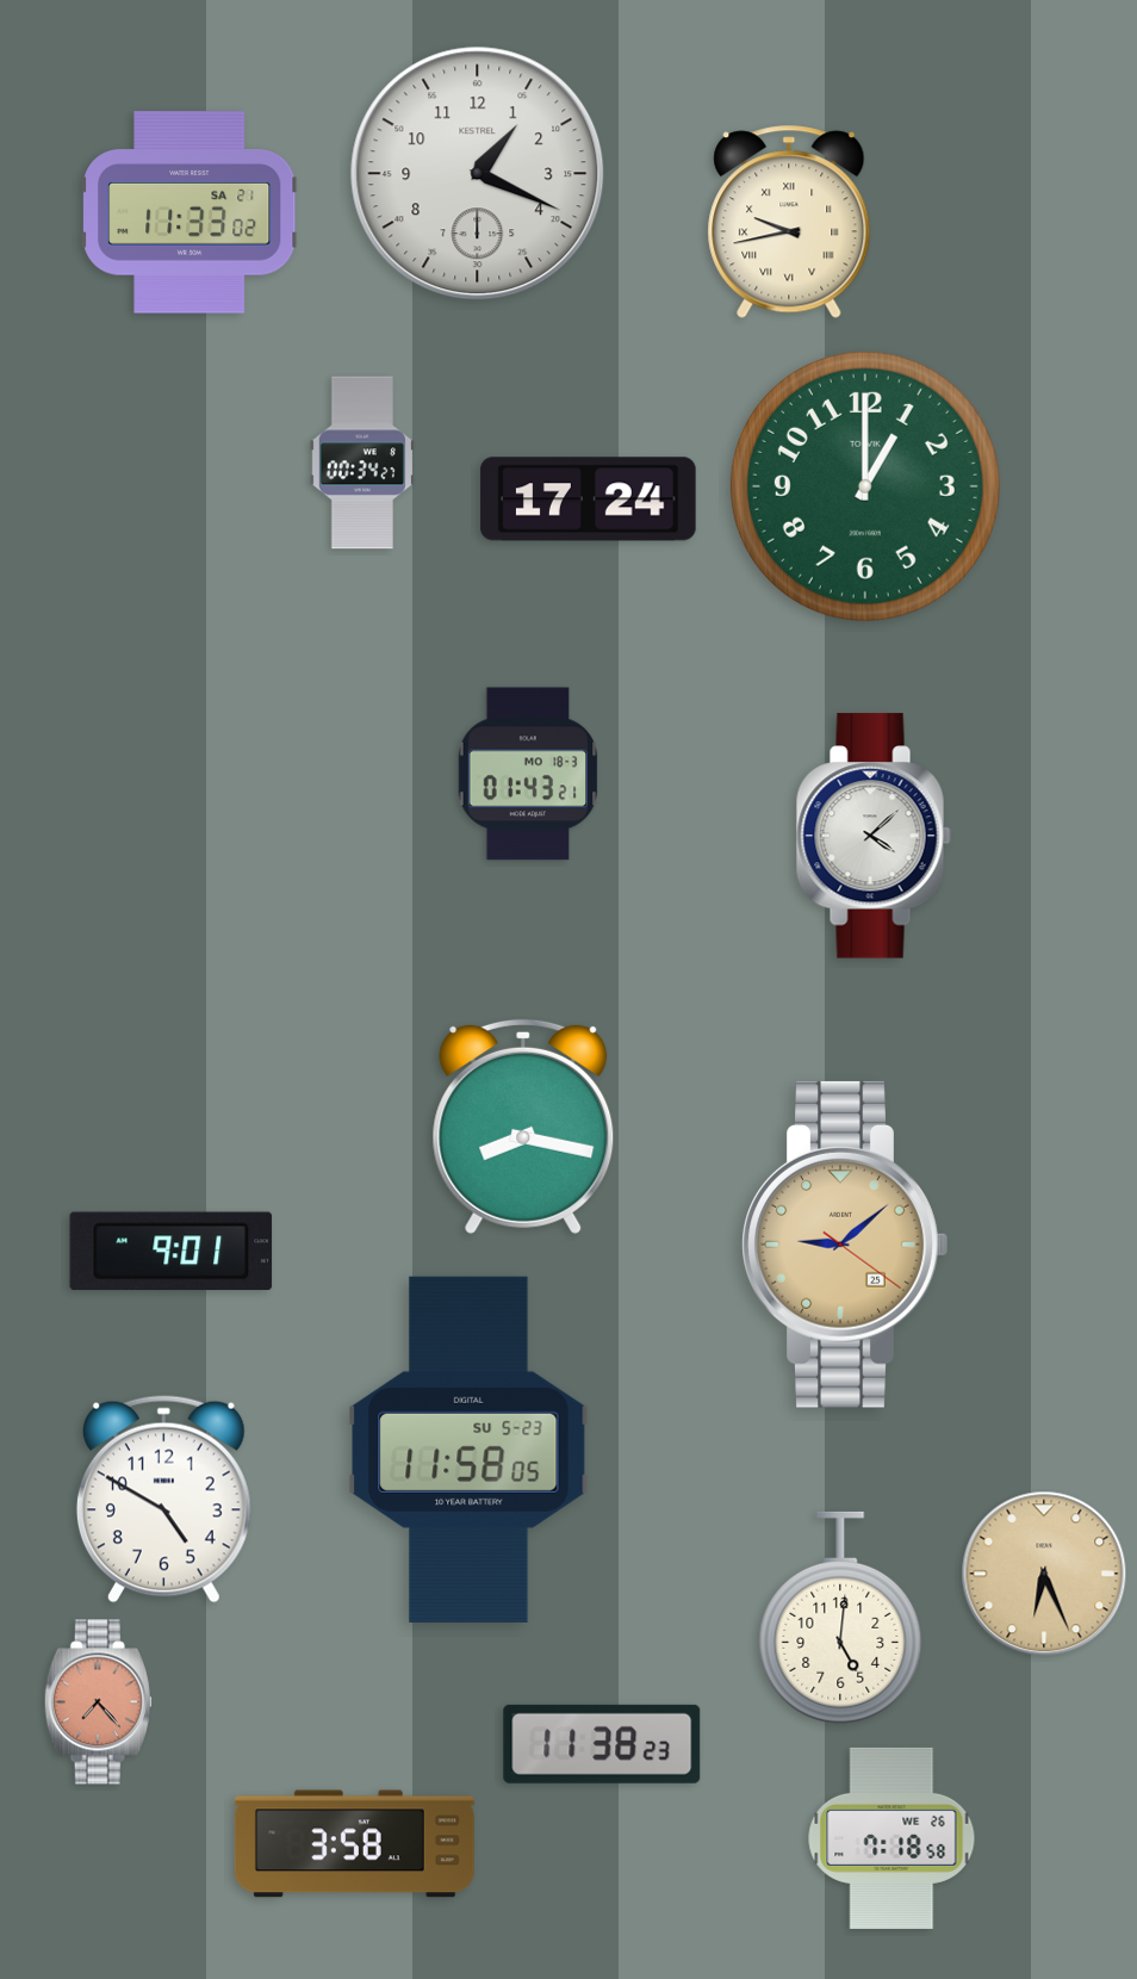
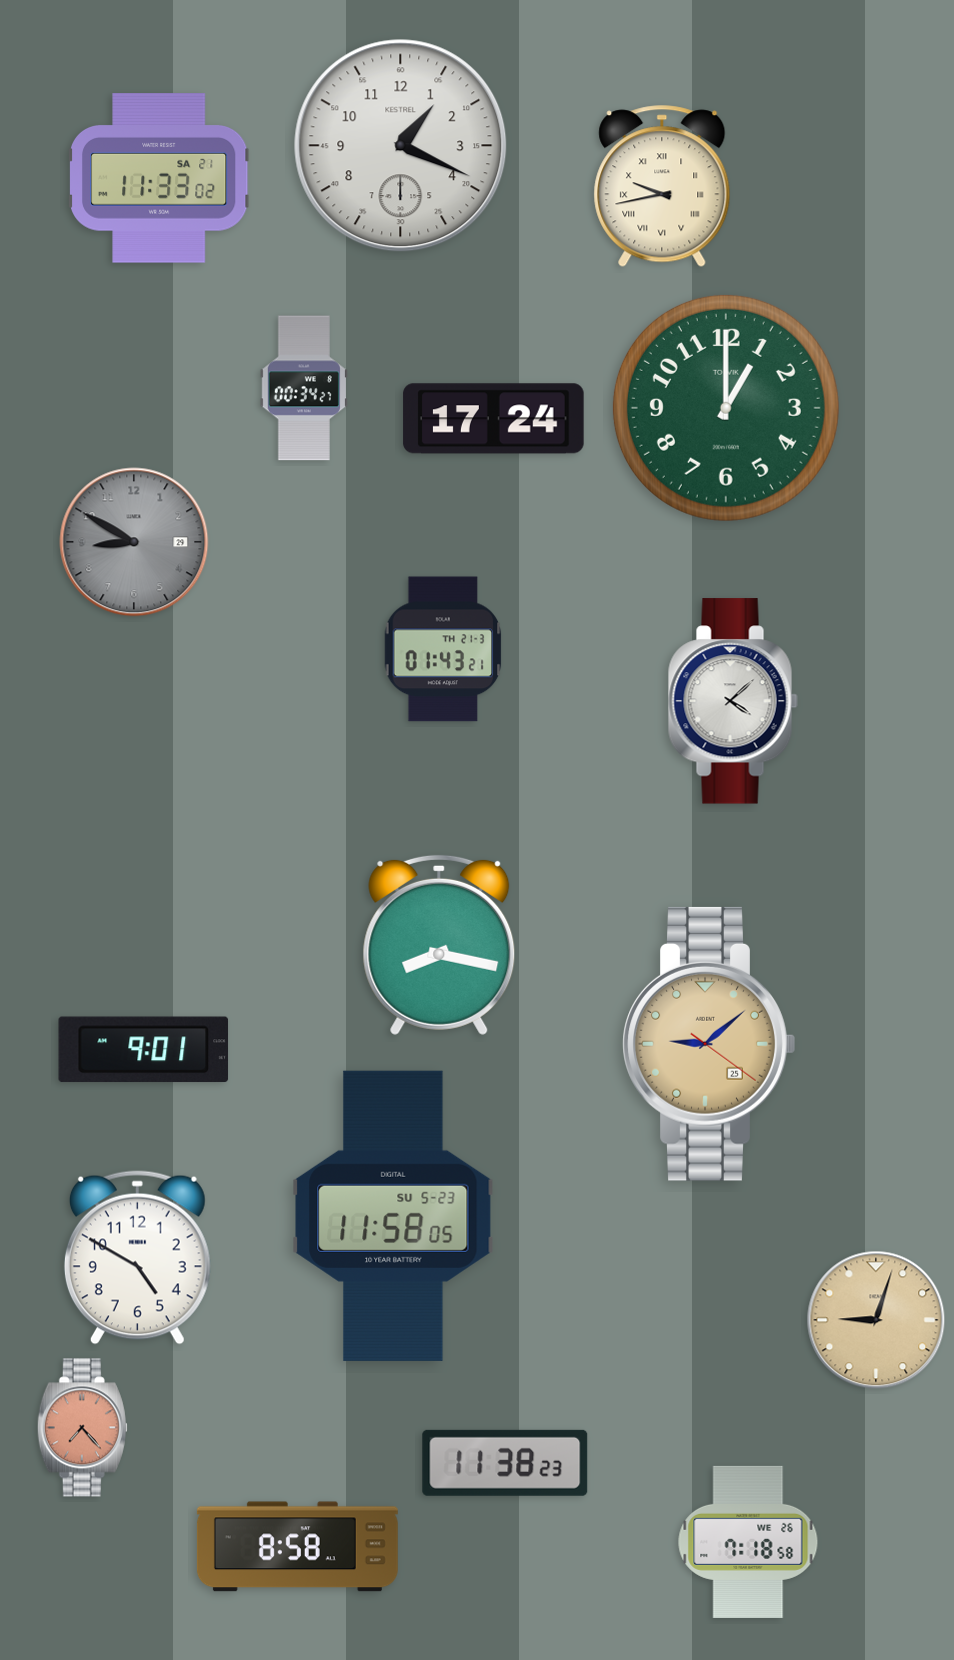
clock at (134, 542): none -> 8:50
clock at (528, 774) date: MO 18-3 -> TH 21-3
clock at (1044, 1574): 6:26 -> 9:03
clock at (840, 1618): 5:01 -> none
clock at (354, 1844): 3:58 -> 8:58
